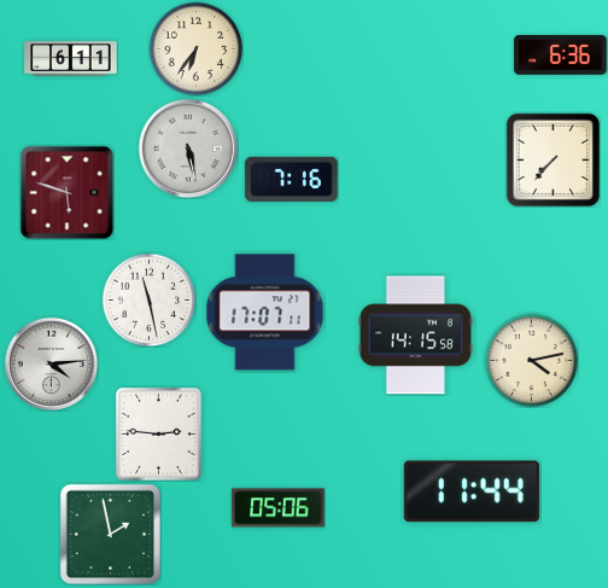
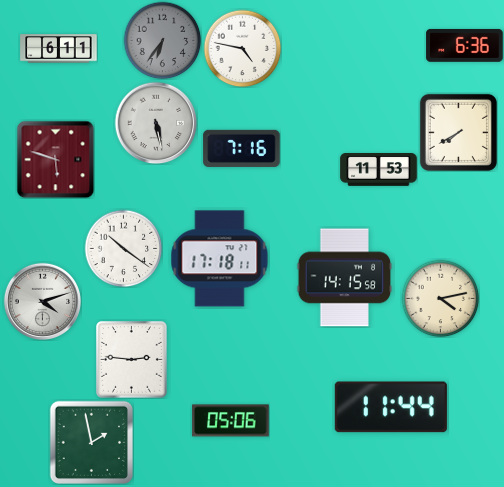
clock at (195, 48) dial: cream -> grey
clock at (242, 48): none -> 4:47
clock at (553, 159): 7:37 -> 7:40
clock at (379, 170): none -> 11:53
clock at (148, 299): 11:28 -> 10:21
clock at (265, 313): 17:07 -> 17:18
clock at (51, 363): 4:14 -> 4:12
